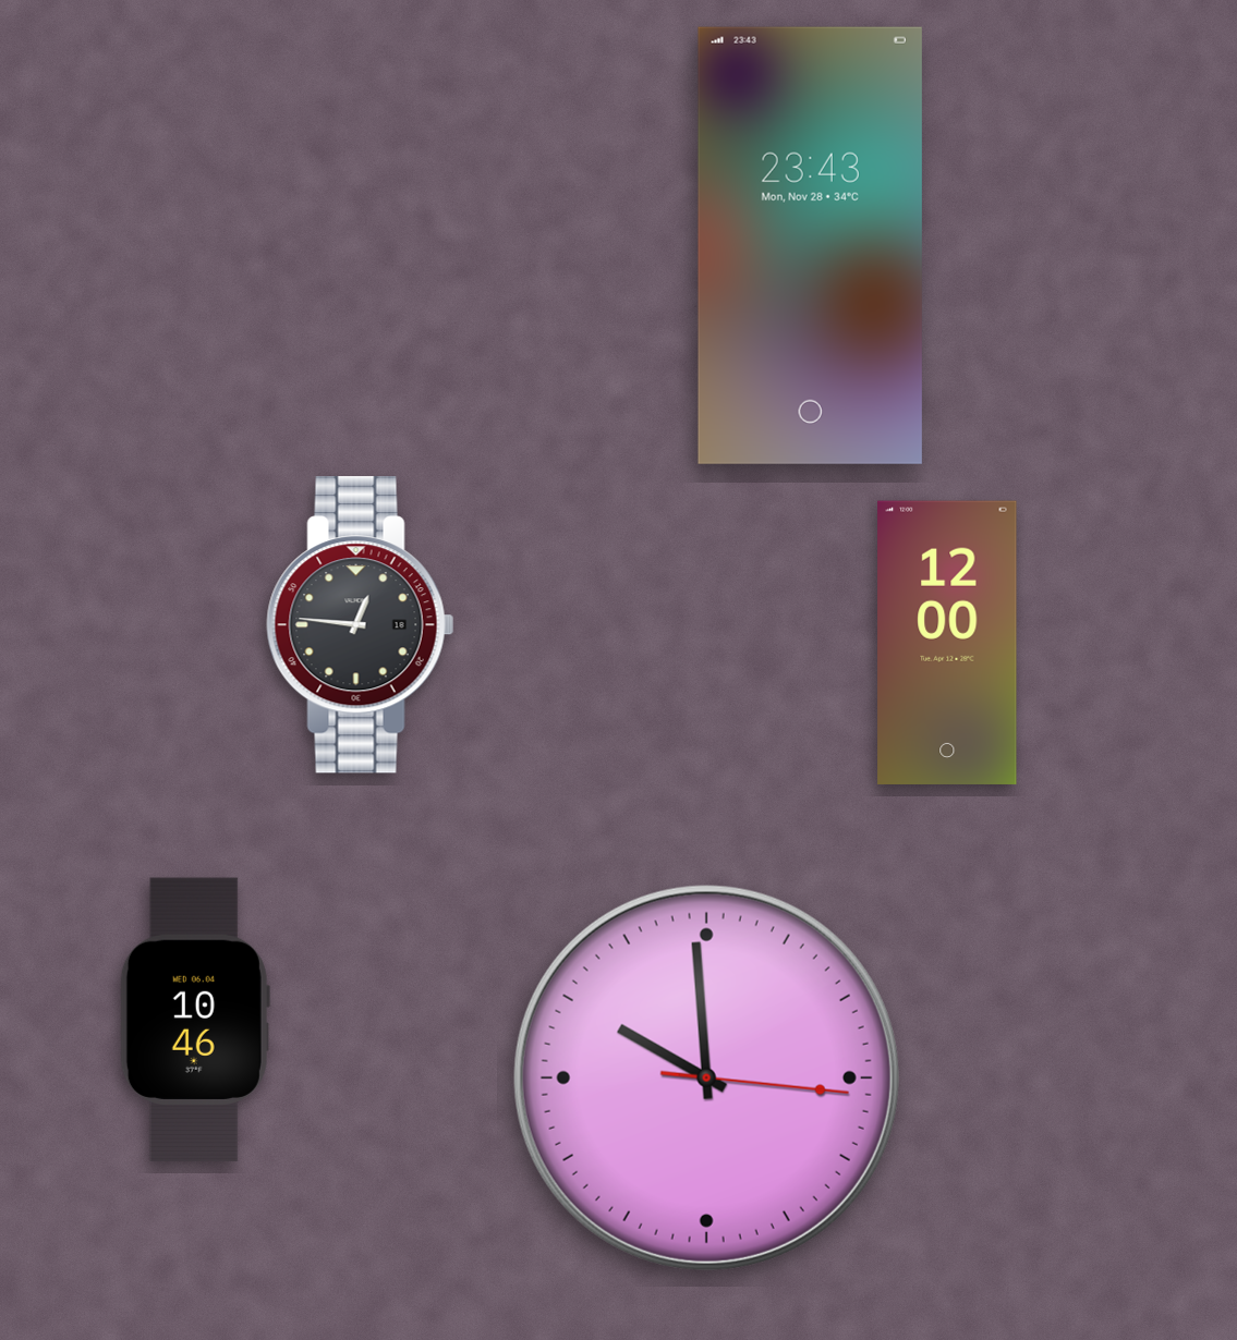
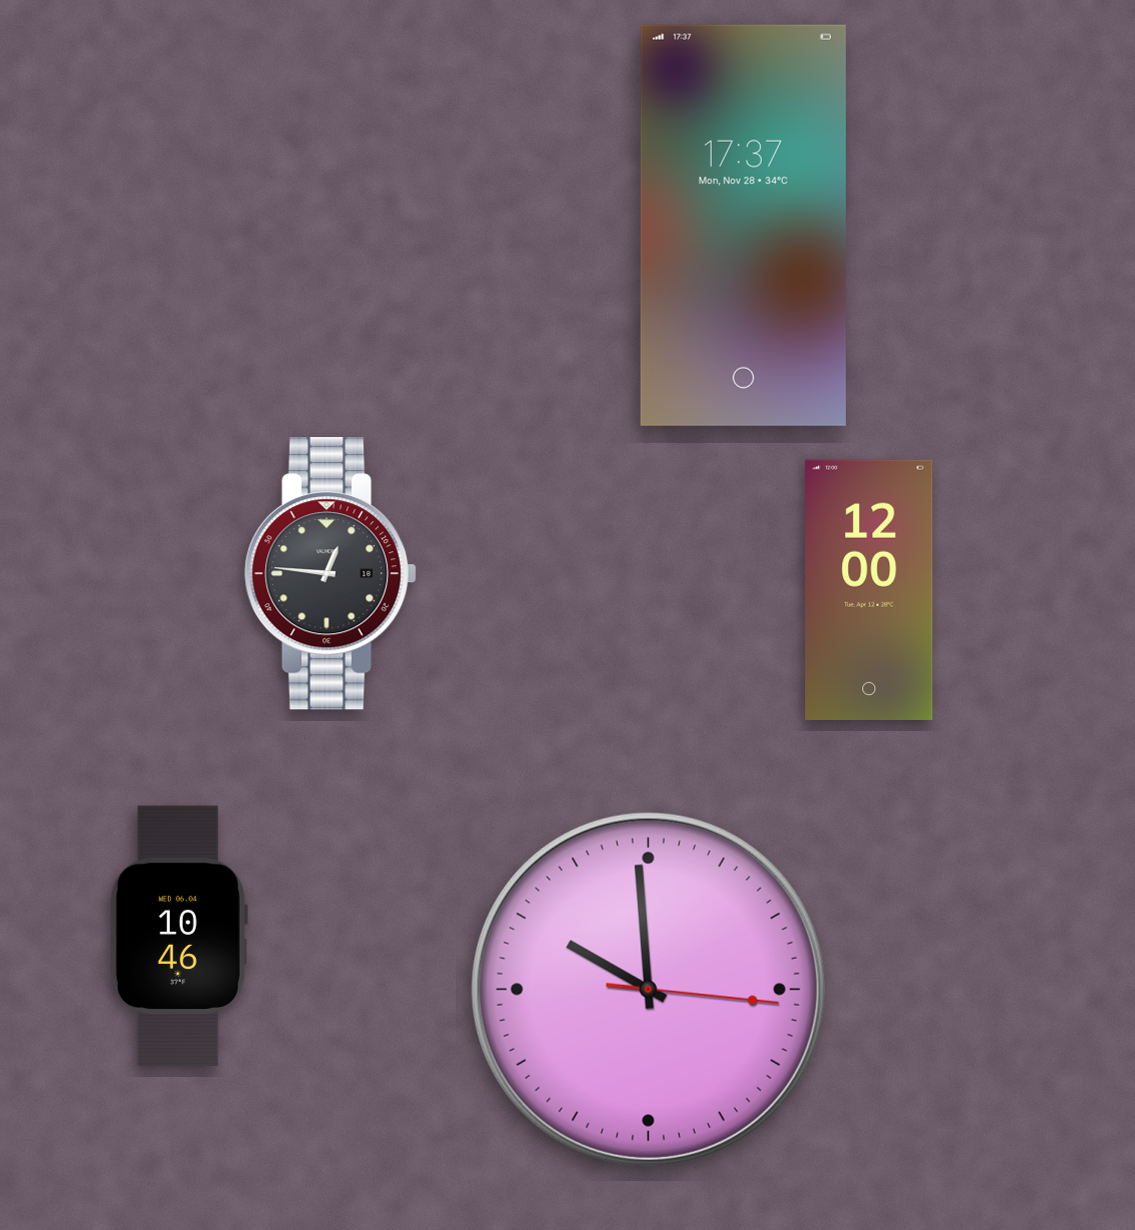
clock at (810, 245): 23:43 -> 17:37
